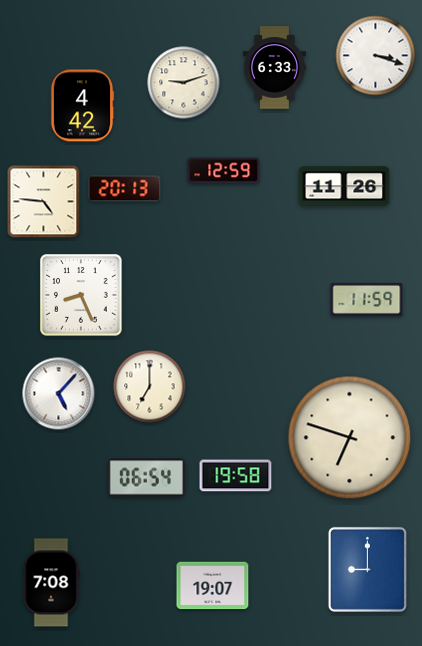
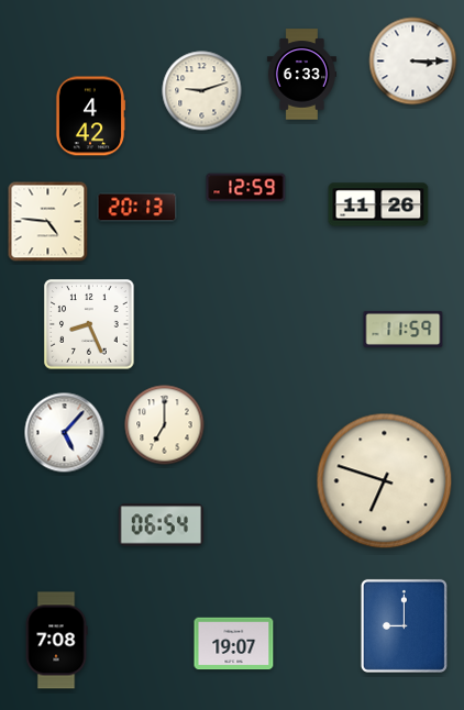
clock at (376, 56): 3:18 -> 3:15
clock at (236, 476): 19:58 -> none
